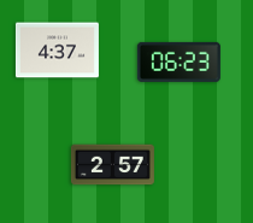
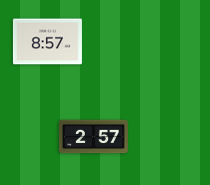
clock at (57, 51): 4:37 -> 8:57
clock at (178, 61): 06:23 -> none
